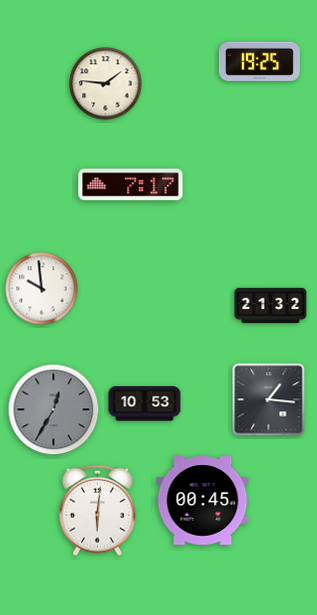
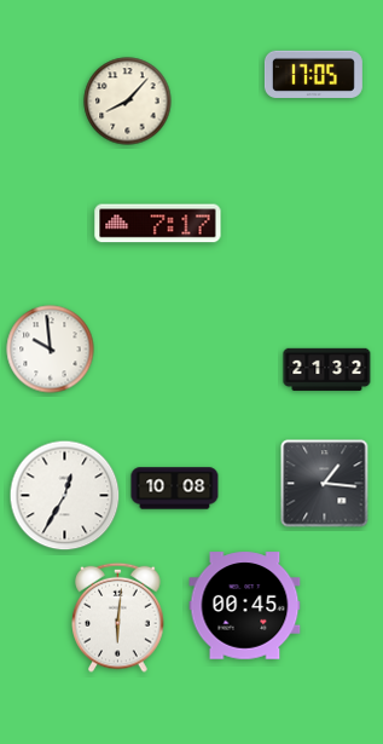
clock at (259, 61): 19:25 -> 17:05
clock at (106, 84): 1:46 -> 8:07
clock at (145, 404): 10:53 -> 10:08
clock at (54, 410) dial: grey -> white
